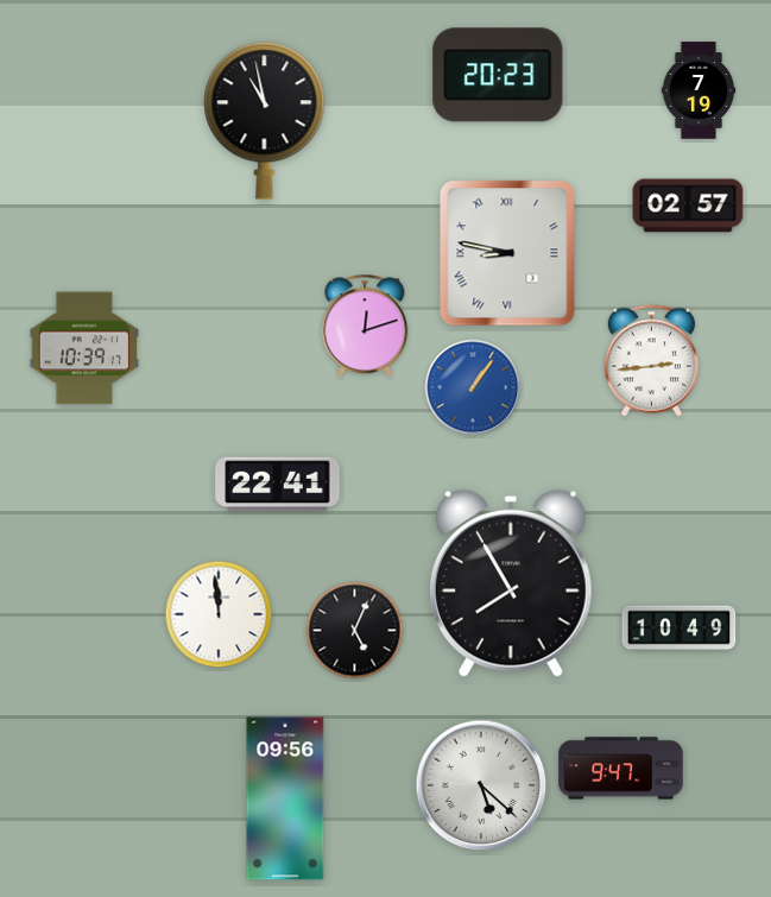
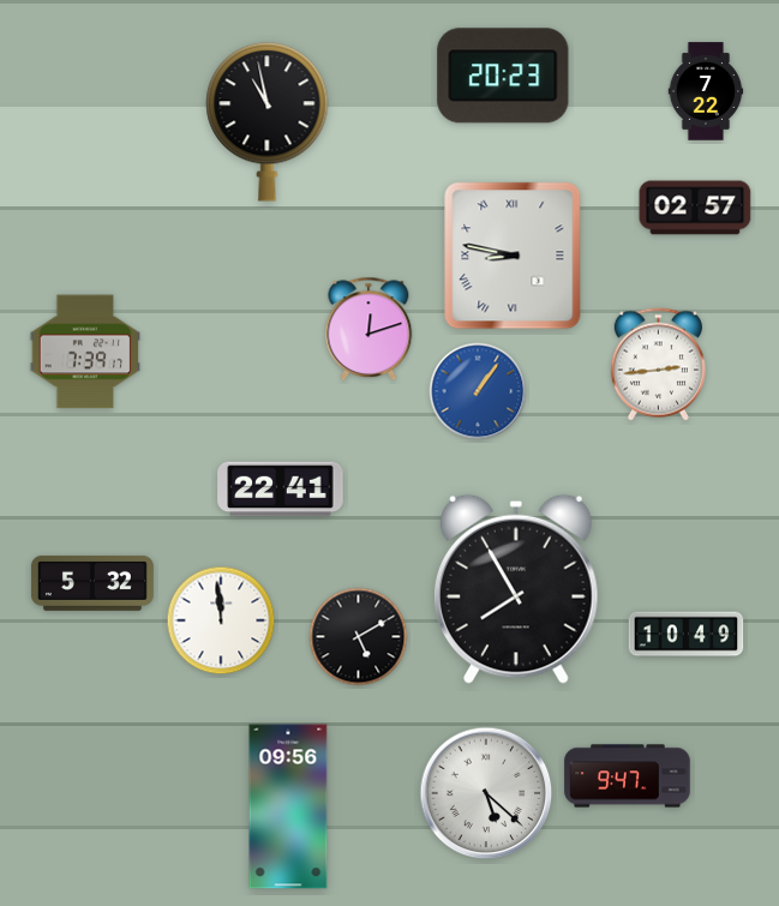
clock at (699, 90): 7:19 -> 7:22
clock at (84, 348): 10:39 -> 7:39
clock at (92, 583): none -> 5:32
clock at (355, 631): 5:04 -> 5:10
